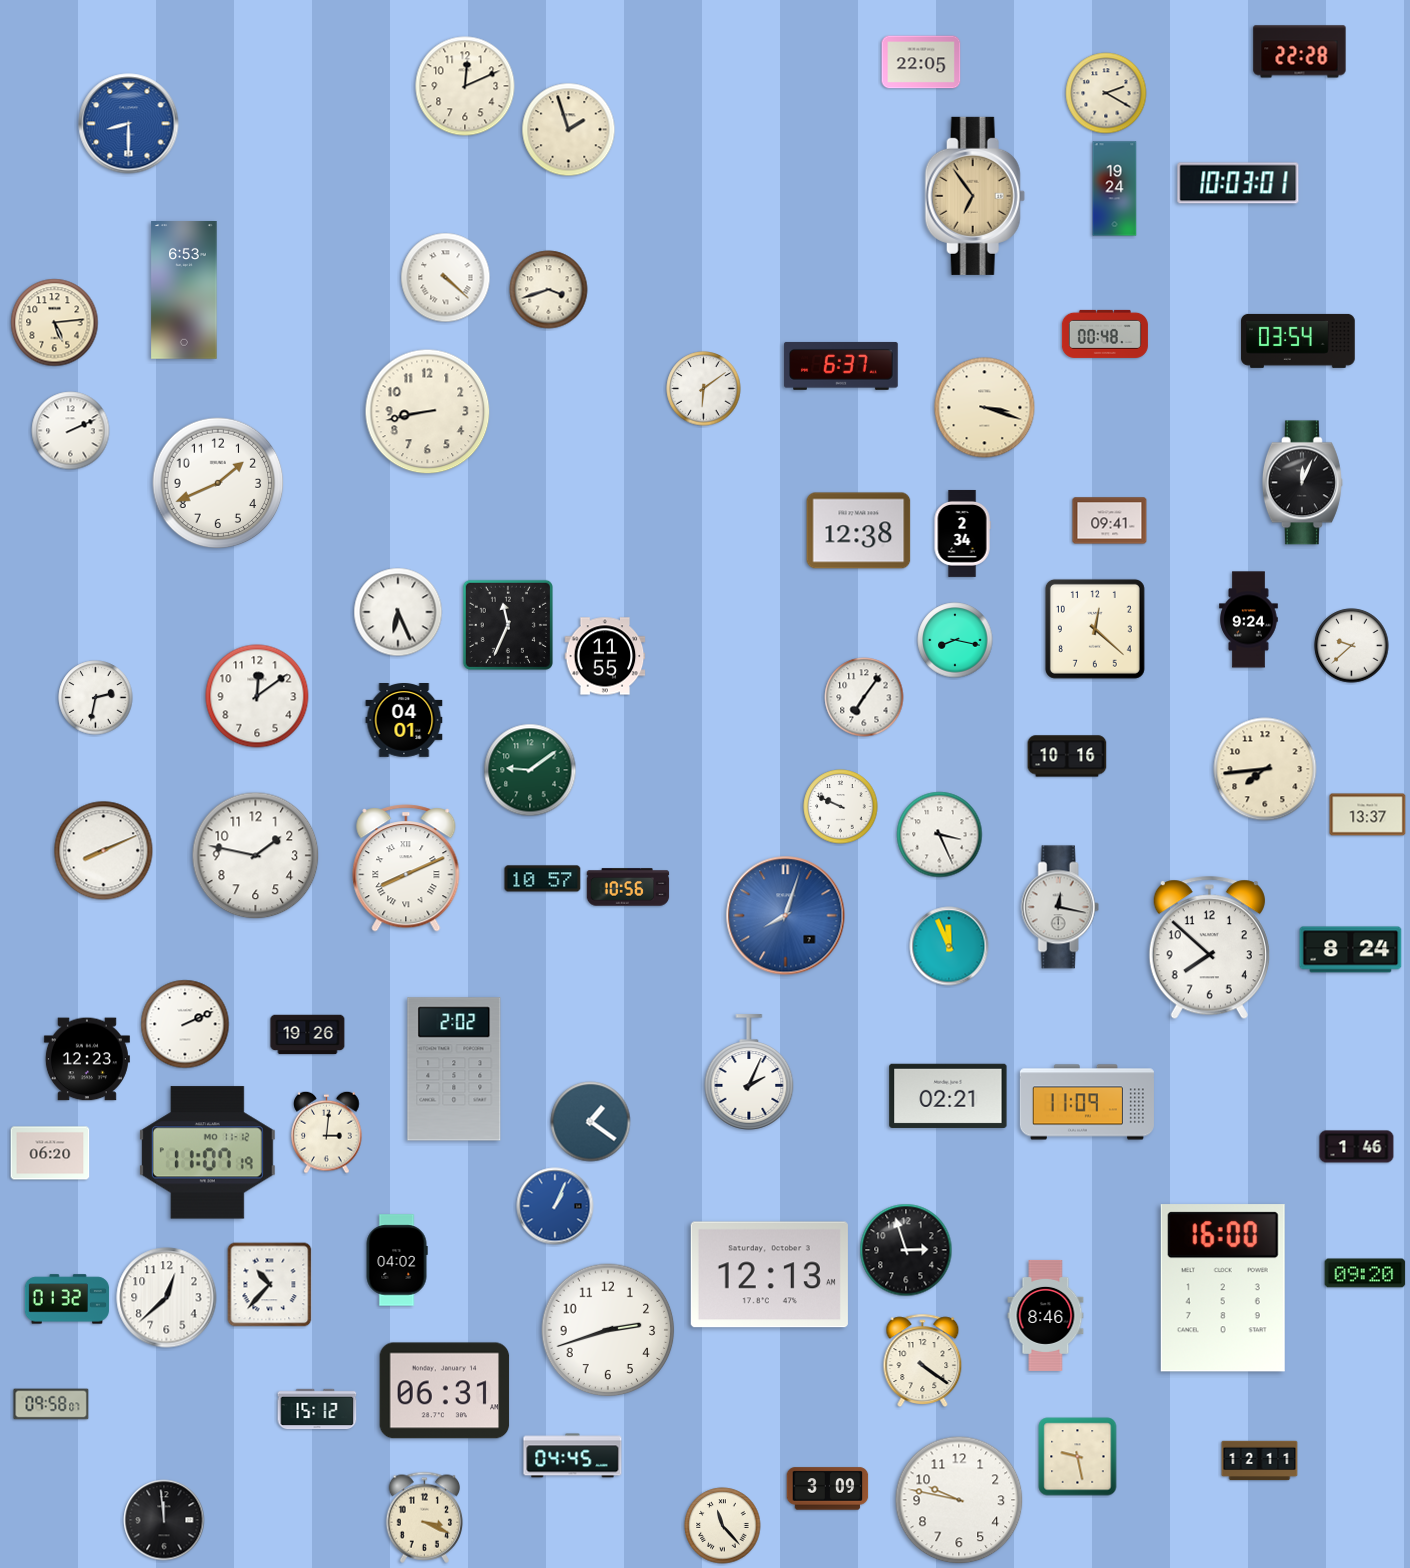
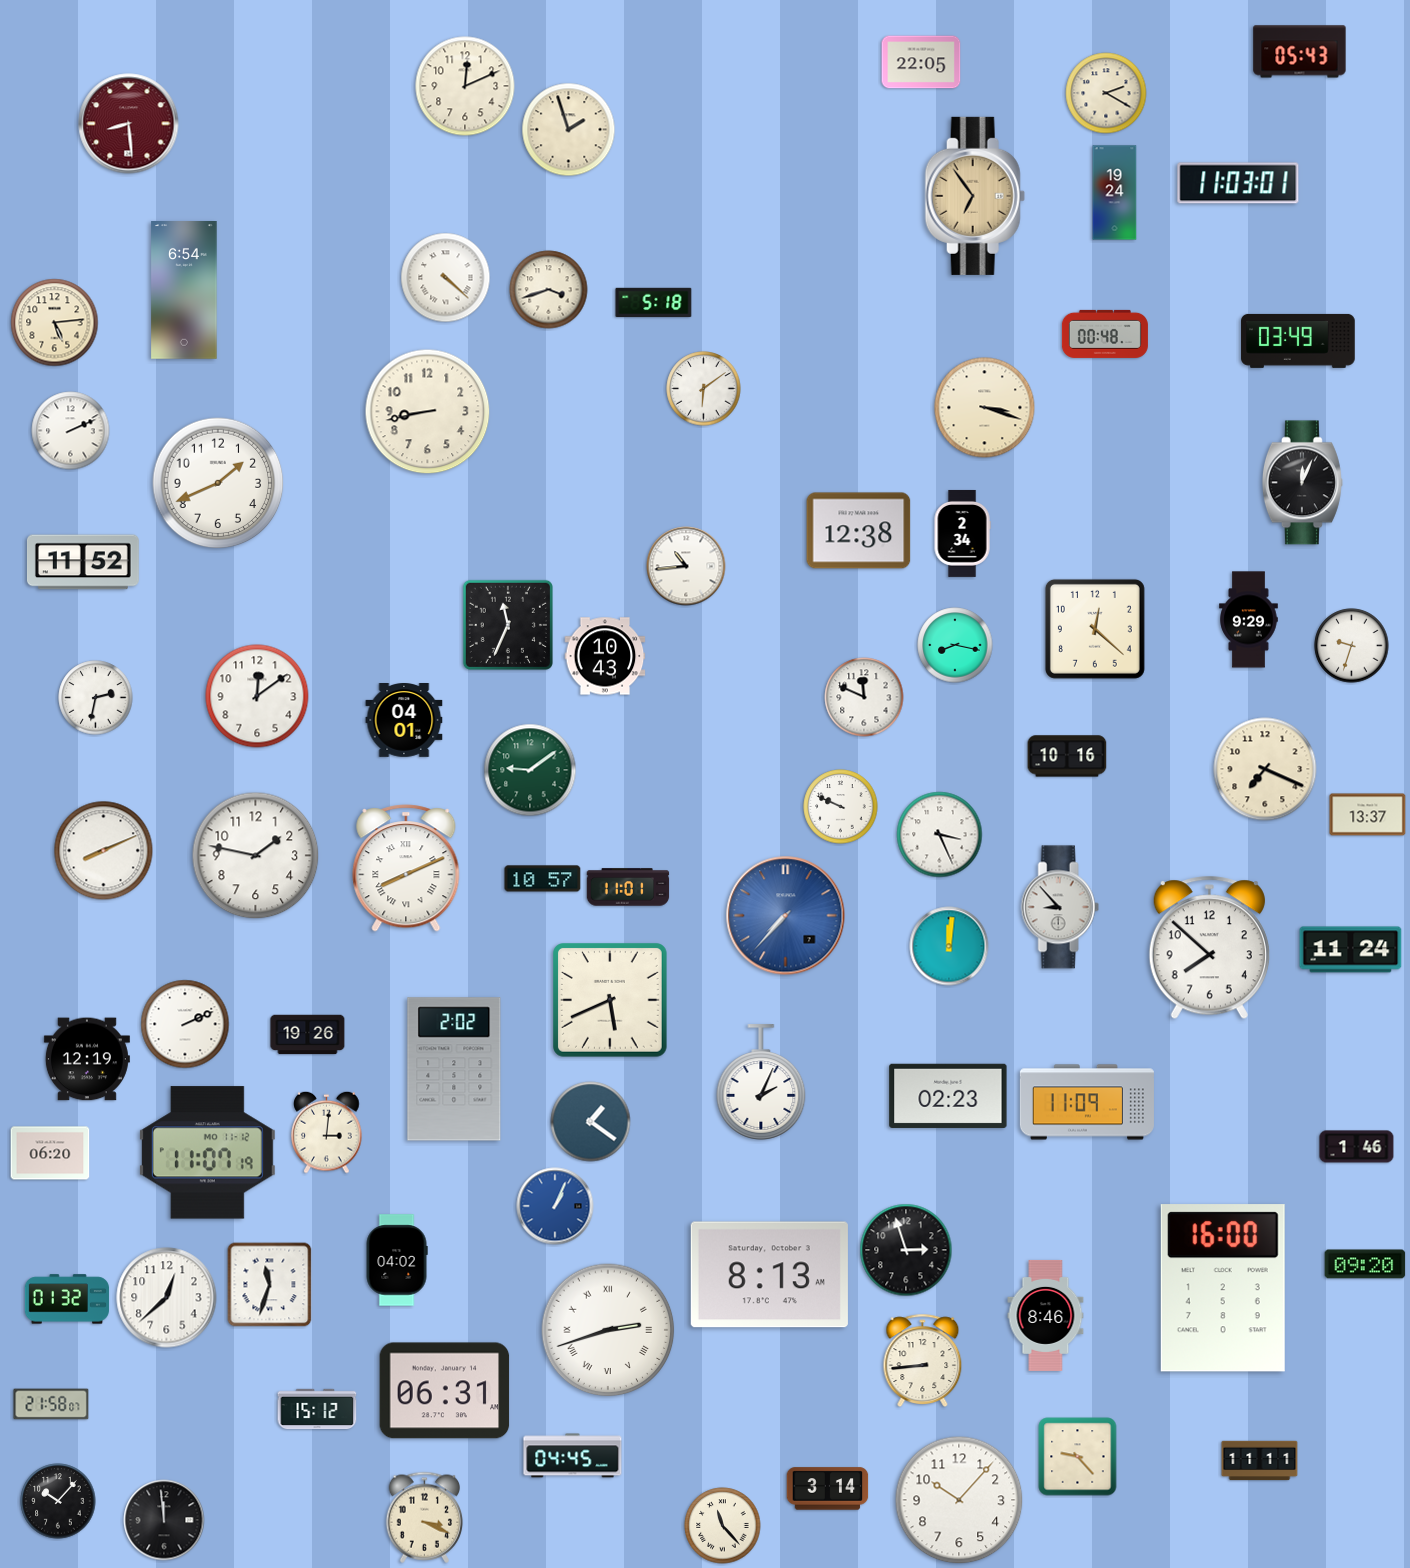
clock at (1300, 52): 22:28 -> 05:43
clock at (129, 124): 8:30 -> 8:29
clock at (129, 124) dial: blue -> burgundy
clock at (1238, 183): 10:03 -> 11:03
clock at (1115, 189) position: (1115, 189) -> (1115, 193)
clock at (184, 290): 6:53 -> 6:54
clock at (654, 303): none -> 5:18
clock at (1298, 341): 03:54 -> 03:49
clock at (841, 366): 6:37 -> none
clock at (1110, 521): 09:41 -> none
clock at (83, 562): none -> 11:52
clock at (686, 566): none -> 10:44
clock at (398, 612): 6:26 -> none
clock at (1249, 620): 9:24 -> 9:29
clock at (955, 640) position: (955, 640) -> (955, 645)
clock at (1352, 646): 9:38 -> 9:33
clock at (605, 656): 11:55 -> 10:43
clock at (864, 697): 7:06 -> 11:49
clock at (1265, 769): 7:44 -> 7:19
clock at (628, 887): 10:56 -> 11:01
clock at (1060, 907): 12:17 -> 8:53
clock at (786, 916): 8:03 -> 7:37
clock at (949, 946): 11:56 -> 12:01
clock at (1351, 950): 8:24 -> 11:24
clock at (611, 1001): none -> 5:41
clock at (87, 1059): 12:23 -> 12:19
clock at (749, 1072) position: (749, 1072) -> (761, 1082)
clock at (948, 1095): 02:21 -> 02:23
clock at (1365, 1273) position: (1365, 1273) -> (1365, 1264)
clock at (769, 1275): 12:13 -> 8:13
clock at (270, 1285): 10:37 -> 11:33
clock at (608, 1330) numerals: Arabic -> Roman
clock at (923, 1360): 4:21 -> 8:44
clock at (51, 1404): 09:58 -> 21:58
clock at (1078, 1457): 9:28 -> 9:23
clock at (1260, 1461): 12:11 -> 11:11
clock at (828, 1489): 3:09 -> 3:14
clock at (959, 1500): 9:47 -> 10:07
clock at (58, 1501): none -> 10:07
